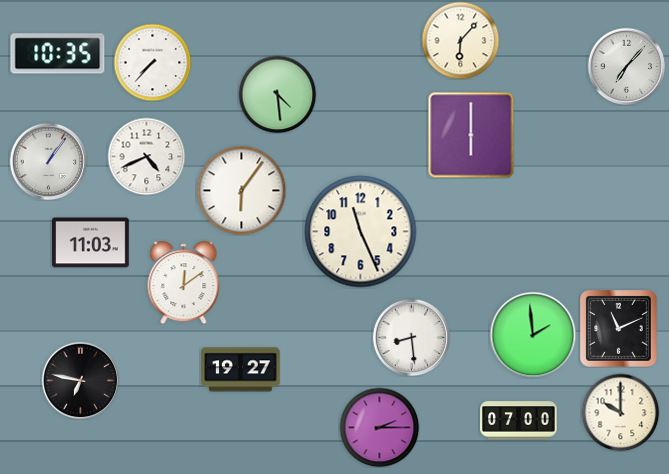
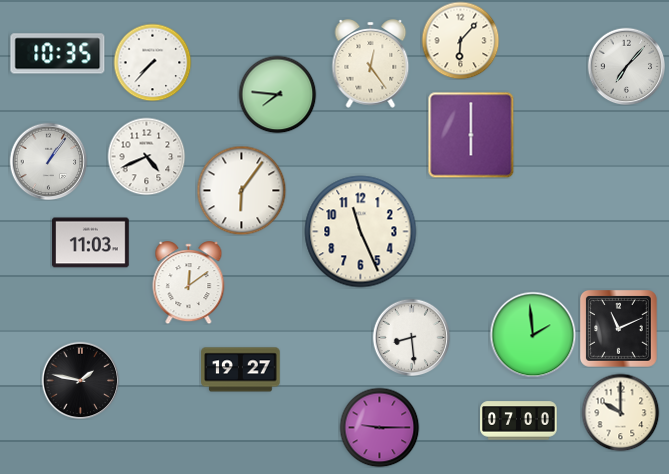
clock at (371, 64): none -> 12:24
clock at (277, 94): 4:29 -> 7:46
clock at (184, 283) position: (184, 283) -> (189, 283)
clock at (80, 380): 6:47 -> 1:47
clock at (379, 427): 2:15 -> 9:15
